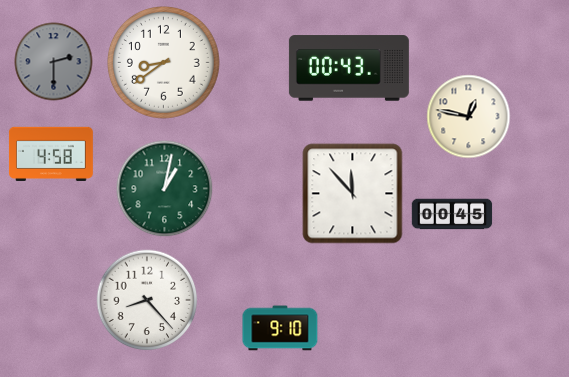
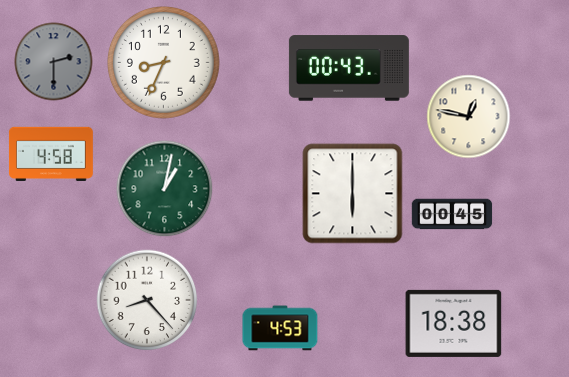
clock at (164, 63): 8:39 -> 8:34
clock at (353, 194): 11:53 -> 6:00
clock at (454, 323): none -> 18:38
clock at (280, 328): 9:10 -> 4:53
